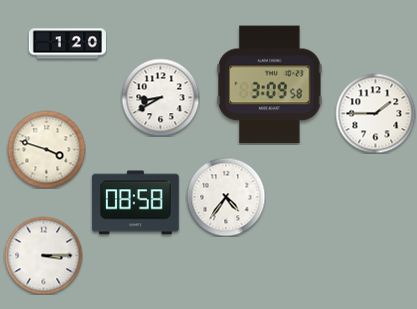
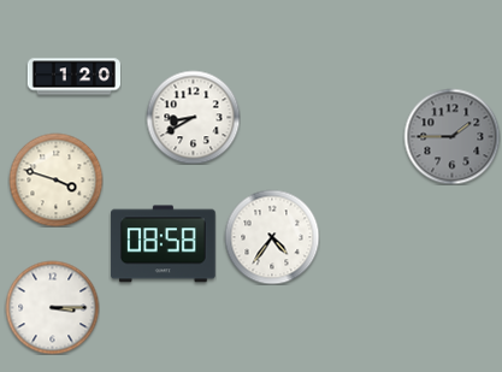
clock at (67, 44) position: (67, 44) -> (73, 77)
clock at (270, 85): 3:09 -> none
clock at (375, 113) dial: white -> grey
